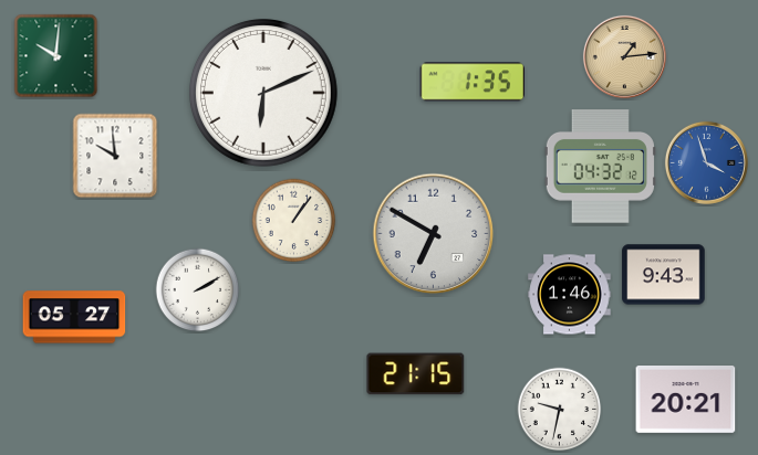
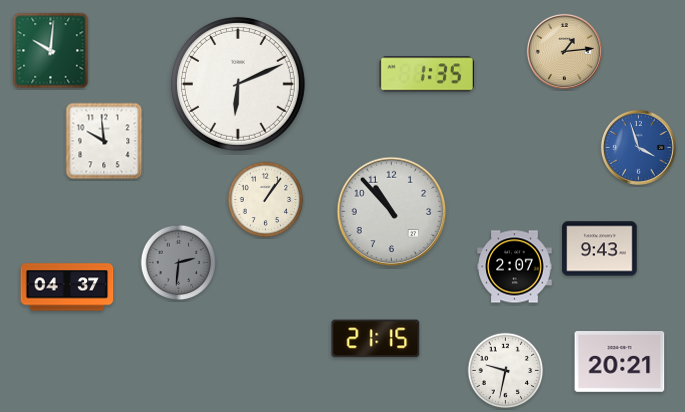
clock at (600, 167): 04:32 -> none
clock at (434, 234): 6:50 -> 10:53
clock at (198, 290): 2:10 -> 2:31
clock at (198, 290) dial: white -> grey
clock at (570, 295): 1:46 -> 2:07
clock at (74, 317): 05:27 -> 04:37
